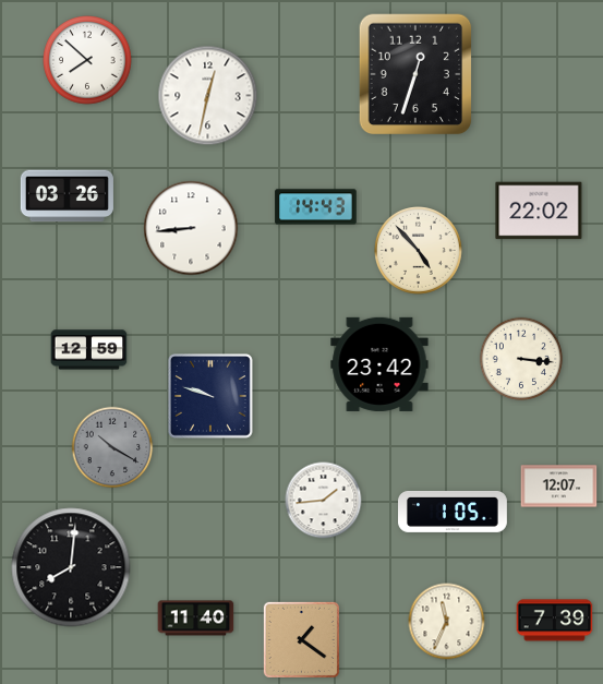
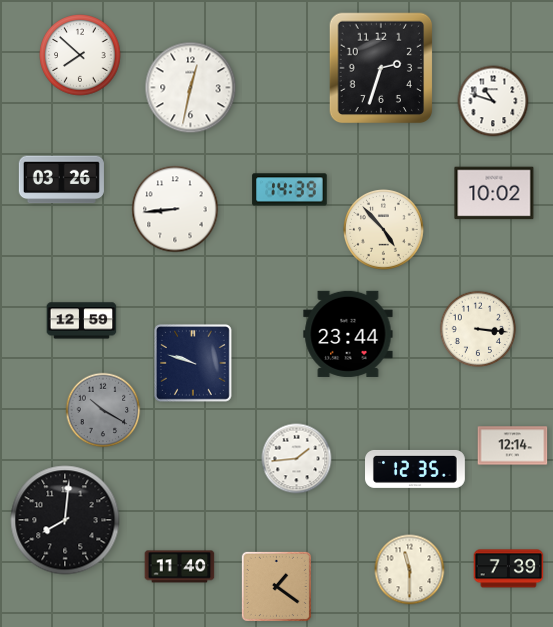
clock at (415, 74): 12:33 -> 2:33
clock at (493, 101): none -> 10:48
clock at (316, 207): 14:43 -> 14:39
clock at (539, 211): 22:02 -> 10:02
clock at (379, 364): 23:42 -> 23:44
clock at (559, 487): 12:07 -> 12:14
clock at (454, 512): 1:05 -> 12:35
clock at (447, 622): 11:34 -> 11:30
